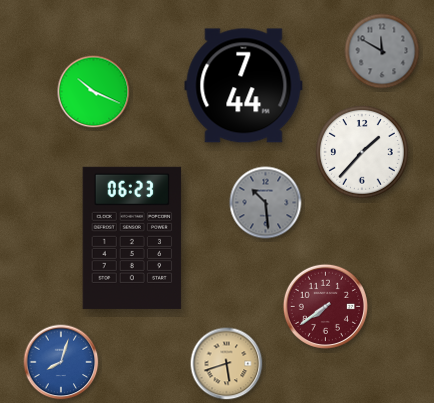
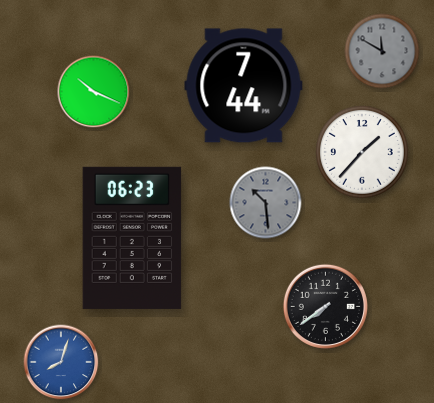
clock at (325, 306) dial: burgundy -> black
clock at (227, 364): 5:42 -> none
